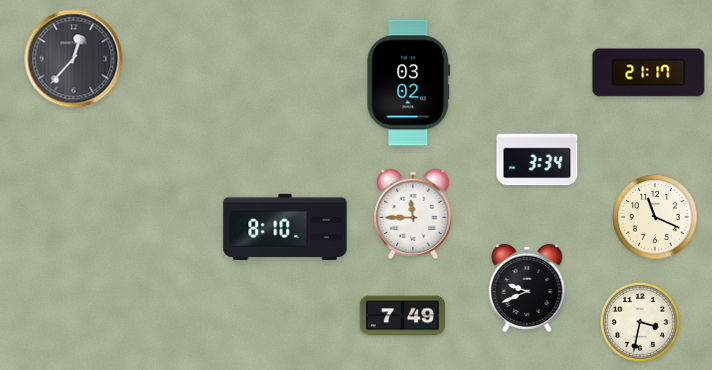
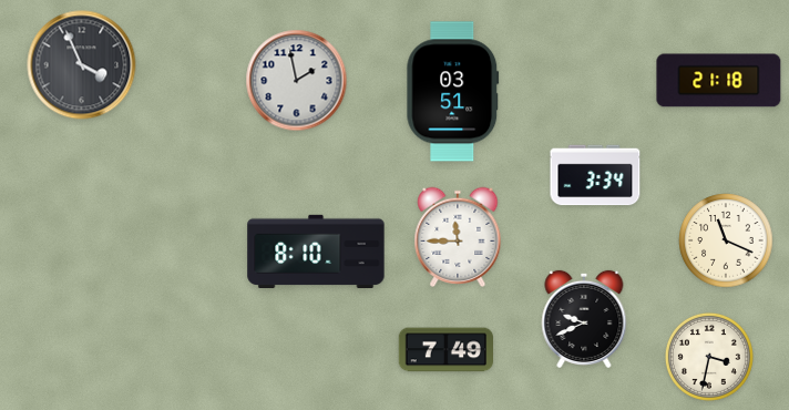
clock at (74, 59): 12:37 -> 3:56
clock at (297, 81): none -> 1:58
clock at (649, 73): 21:17 -> 21:18
clock at (409, 83): 03:02 -> 03:51
